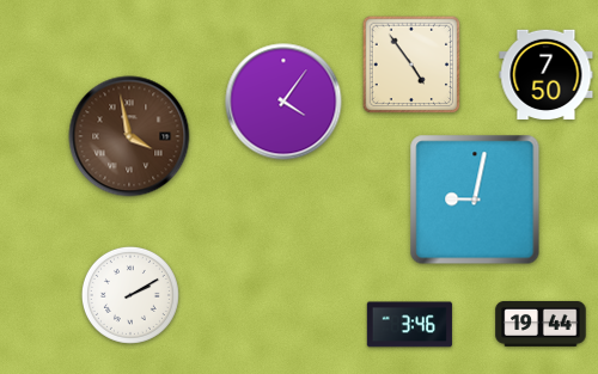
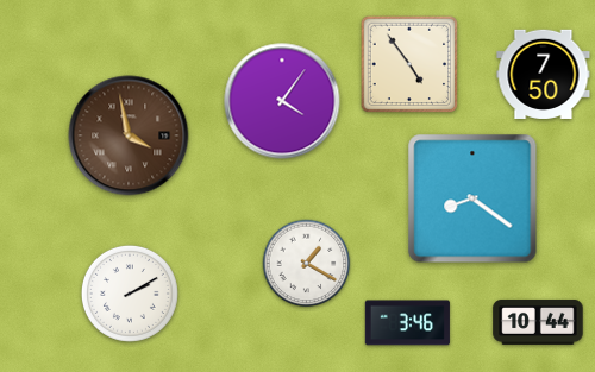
clock at (475, 200): 9:02 -> 8:21
clock at (307, 264): none -> 1:20
clock at (541, 324): 19:44 -> 10:44
